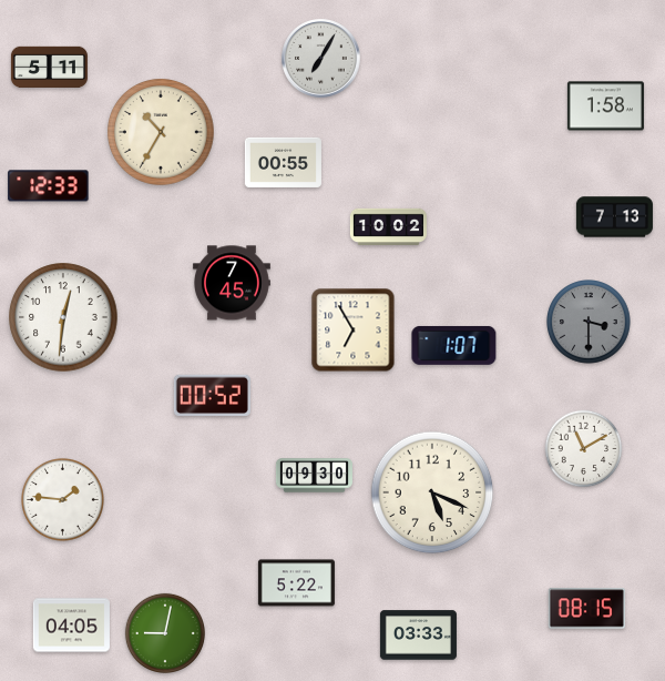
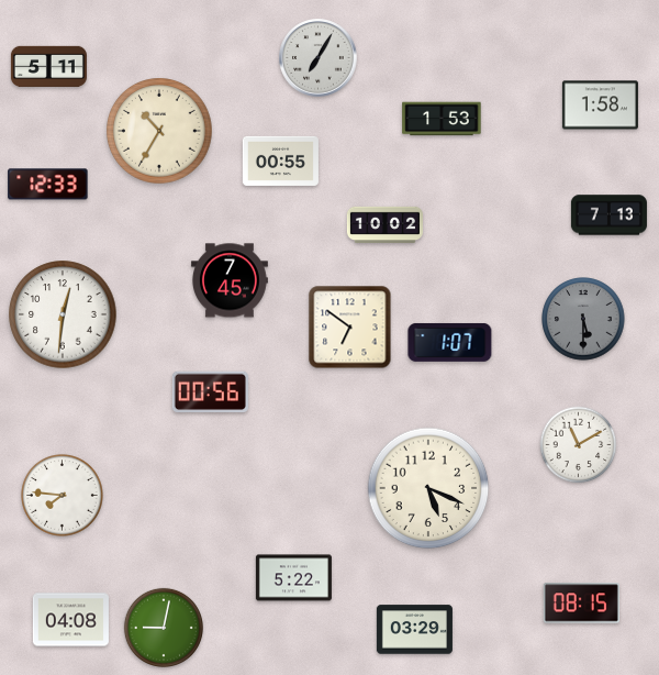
clock at (442, 119): none -> 1:53
clock at (589, 322): 3:30 -> 5:30
clock at (354, 331): 6:55 -> 6:51
clock at (212, 395): 00:52 -> 00:56
clock at (314, 476): 09:30 -> none
clock at (63, 500): 1:46 -> 7:46
clock at (71, 626): 04:05 -> 04:08
clock at (418, 636): 03:33 -> 03:29
